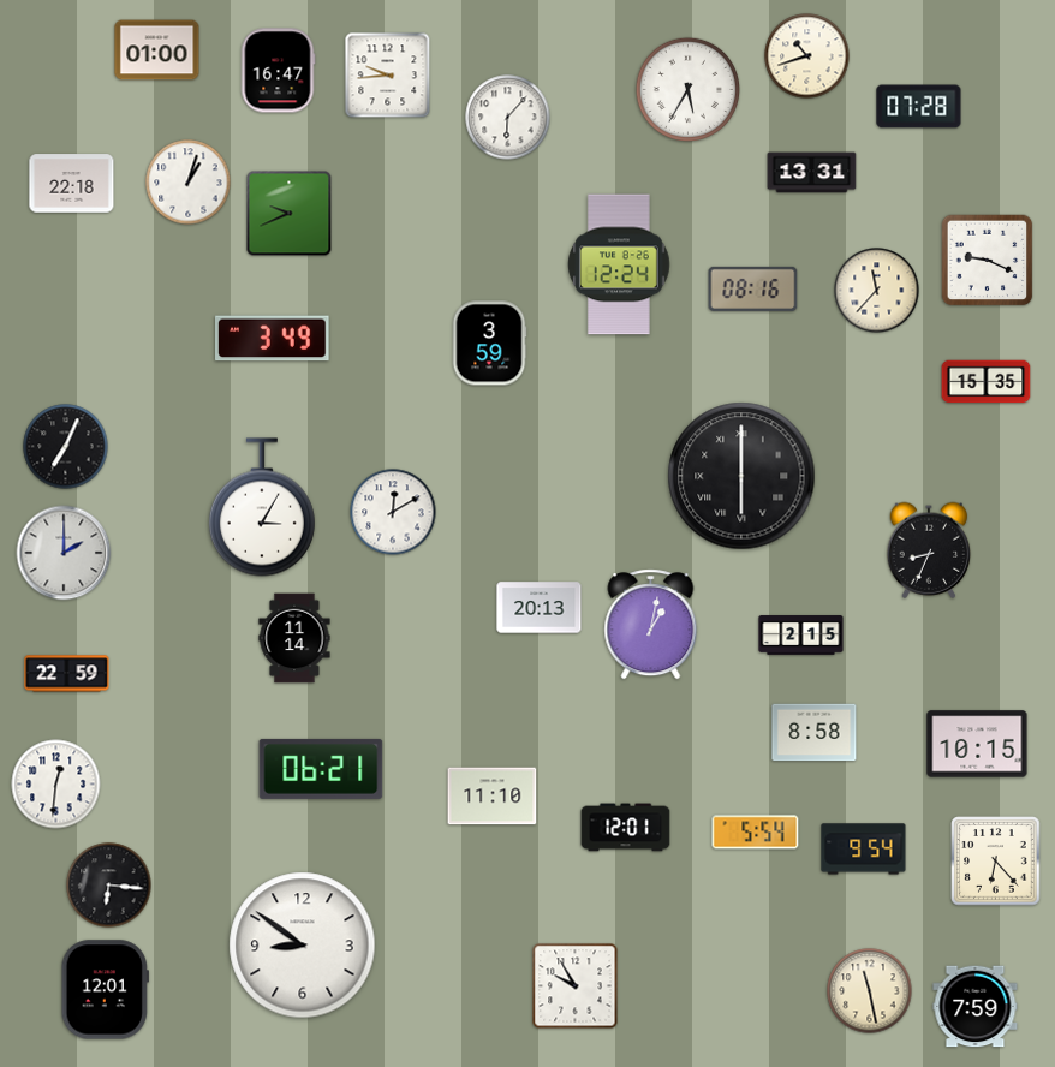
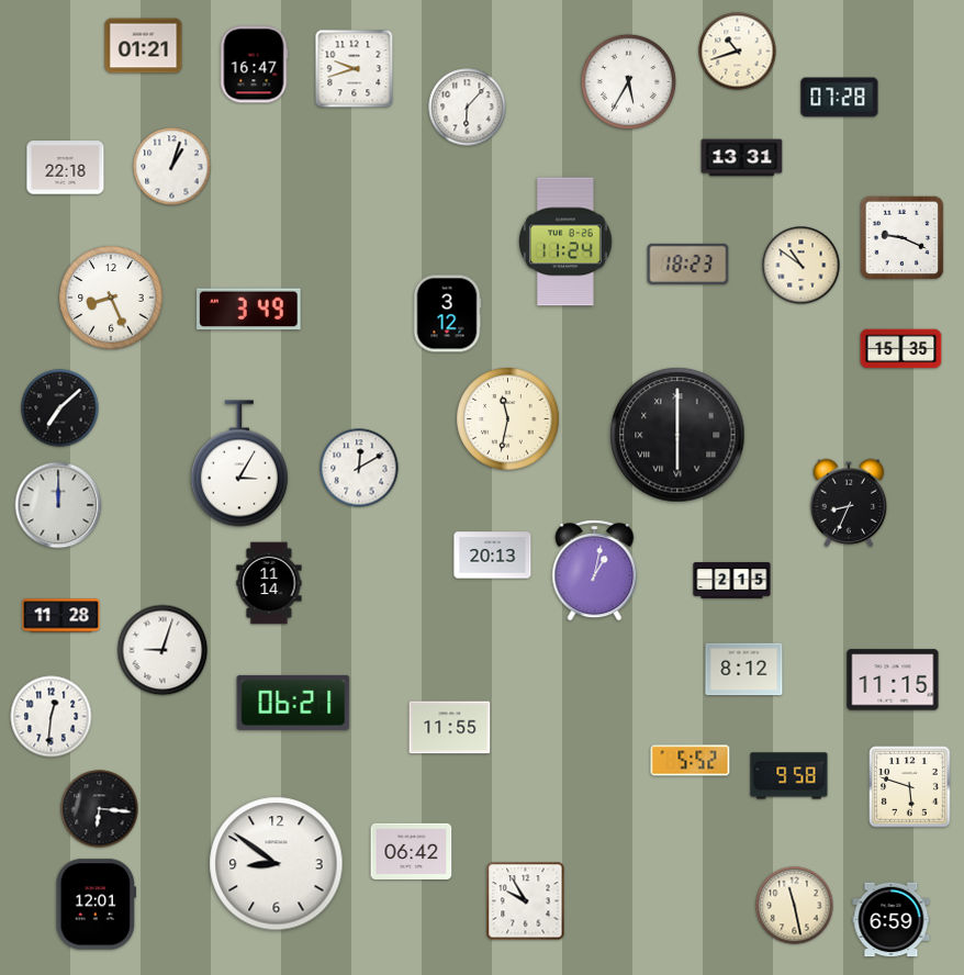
clock at (157, 50): 01:00 -> 01:21
clock at (388, 76): 9:44 -> 9:42
clock at (508, 118) position: (508, 118) -> (468, 108)
clock at (290, 214): 9:41 -> none
clock at (620, 264): 12:24 -> 11:24
clock at (753, 288): 08:16 -> 18:23
clock at (877, 291): 11:37 -> 10:51
clock at (111, 298): none -> 8:26
clock at (489, 344): 3:59 -> 3:12
clock at (66, 447): 7:04 -> 7:08
clock at (508, 419): none -> 11:32
clock at (64, 553): 2:00 -> 12:00
clock at (67, 674): 22:59 -> 11:28
clock at (162, 650): none -> 9:03
clock at (815, 733): 8:58 -> 8:12
clock at (977, 744): 10:15 -> 11:15
clock at (493, 797): 11:10 -> 11:55
clock at (626, 828): 12:01 -> none
clock at (756, 833): 5:54 -> 5:52
clock at (864, 850): 9:54 -> 9:58
clock at (996, 862): 6:23 -> 5:48
clock at (412, 851): none -> 06:42
clock at (976, 1007): 7:59 -> 6:59
